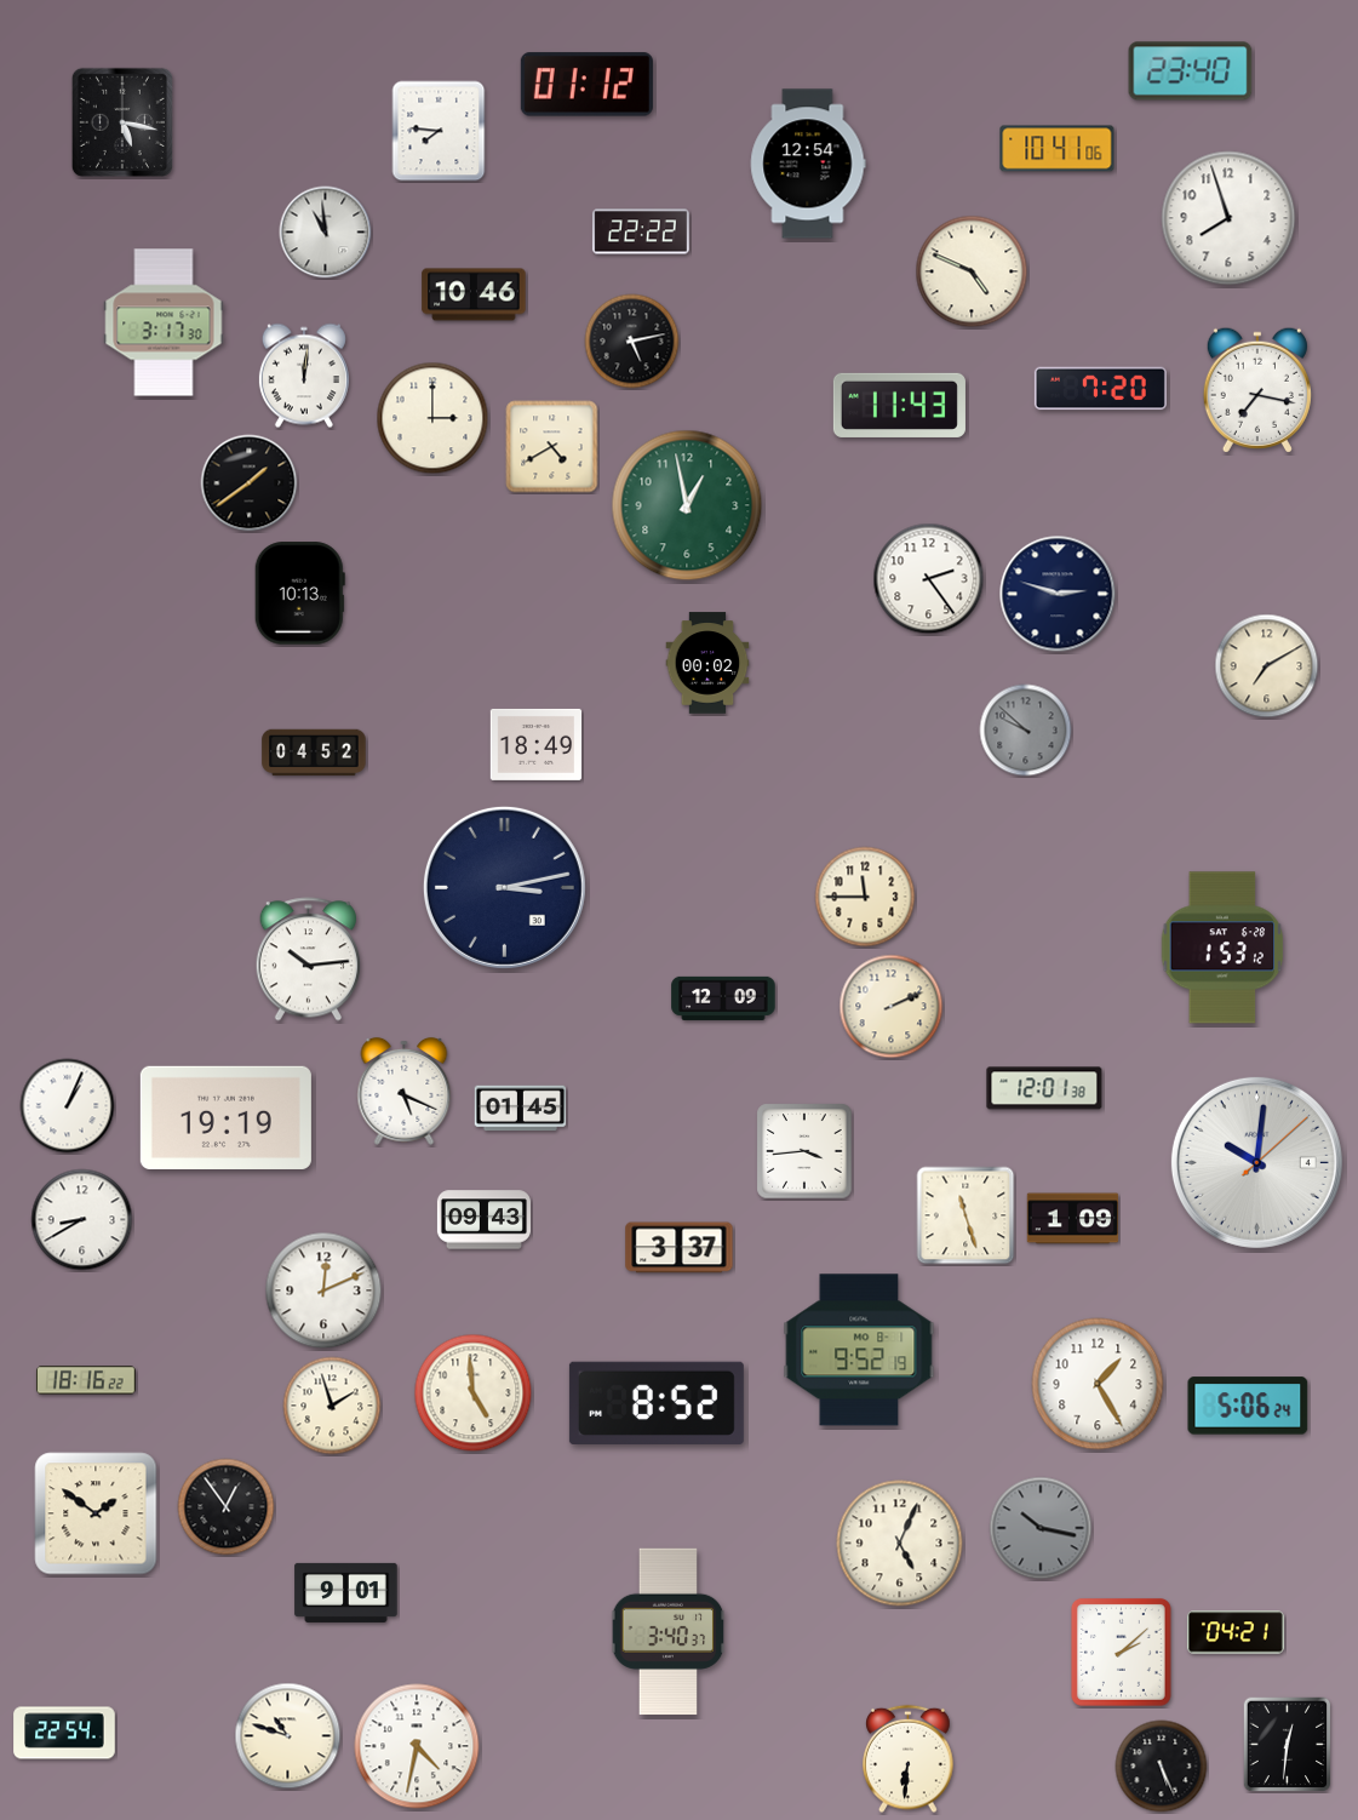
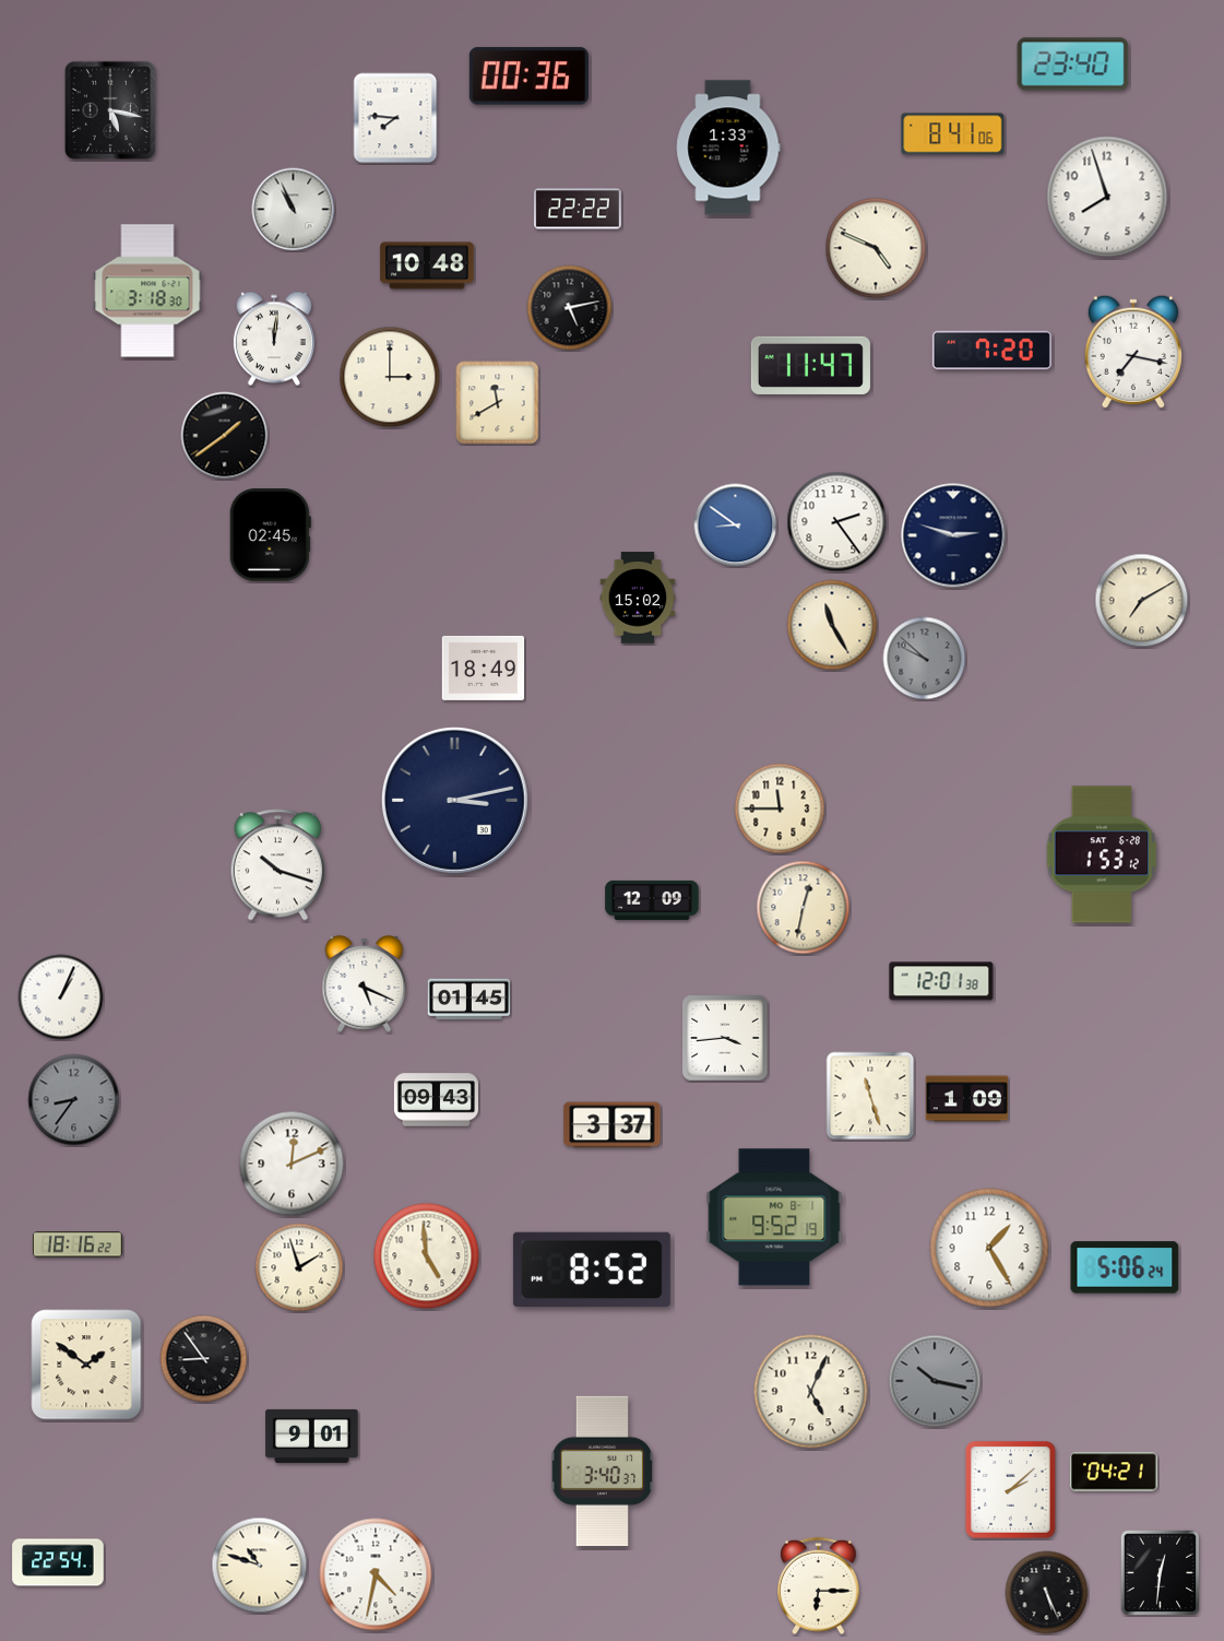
clock at (586, 85): 01:12 -> 00:36
clock at (1058, 149): 10:41 -> 8:41
clock at (808, 164): 12:54 -> 1:33
clock at (326, 233): 10:59 -> 10:56
clock at (972, 271) position: (972, 271) -> (876, 248)
clock at (474, 294): 10:46 -> 10:48
clock at (164, 322): 3:17 -> 3:18
clock at (899, 405): 11:43 -> 11:47
clock at (552, 447): 4:40 -> 11:40
clock at (687, 505): 12:58 -> none
clock at (736, 526): none -> 8:51
clock at (299, 594): 10:13 -> 02:45
clock at (707, 663): 00:02 -> 15:02
clock at (832, 625): none -> 11:25
clock at (537, 744) position: (537, 744) -> (484, 668)
clock at (314, 752): 04:52 -> none
clock at (308, 960): 10:14 -> 10:18
clock at (892, 1007): 2:11 -> 12:32
clock at (225, 1117): 19:19 -> none
clock at (1256, 1162): 10:01 -> none
clock at (82, 1220): 8:40 -> 8:36
clock at (82, 1220) dial: white -> grey
clock at (657, 1402) position: (657, 1402) -> (592, 1268)
clock at (227, 1507): 12:54 -> 8:54
clock at (1041, 1528) position: (1041, 1528) -> (935, 1381)
clock at (909, 1759): 6:31 -> 6:15
